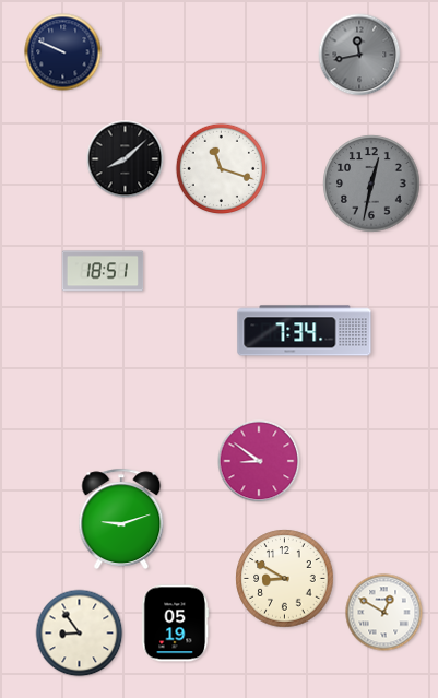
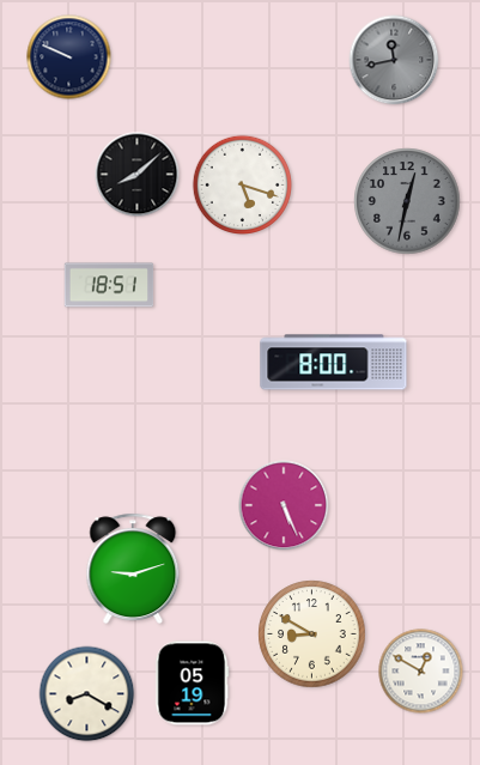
clock at (222, 169): 11:18 -> 5:18
clock at (103, 271) position: (103, 271) -> (109, 285)
clock at (305, 331): 7:34 -> 8:00
clock at (259, 461): 8:51 -> 5:26
clock at (80, 634): 8:54 -> 8:20
